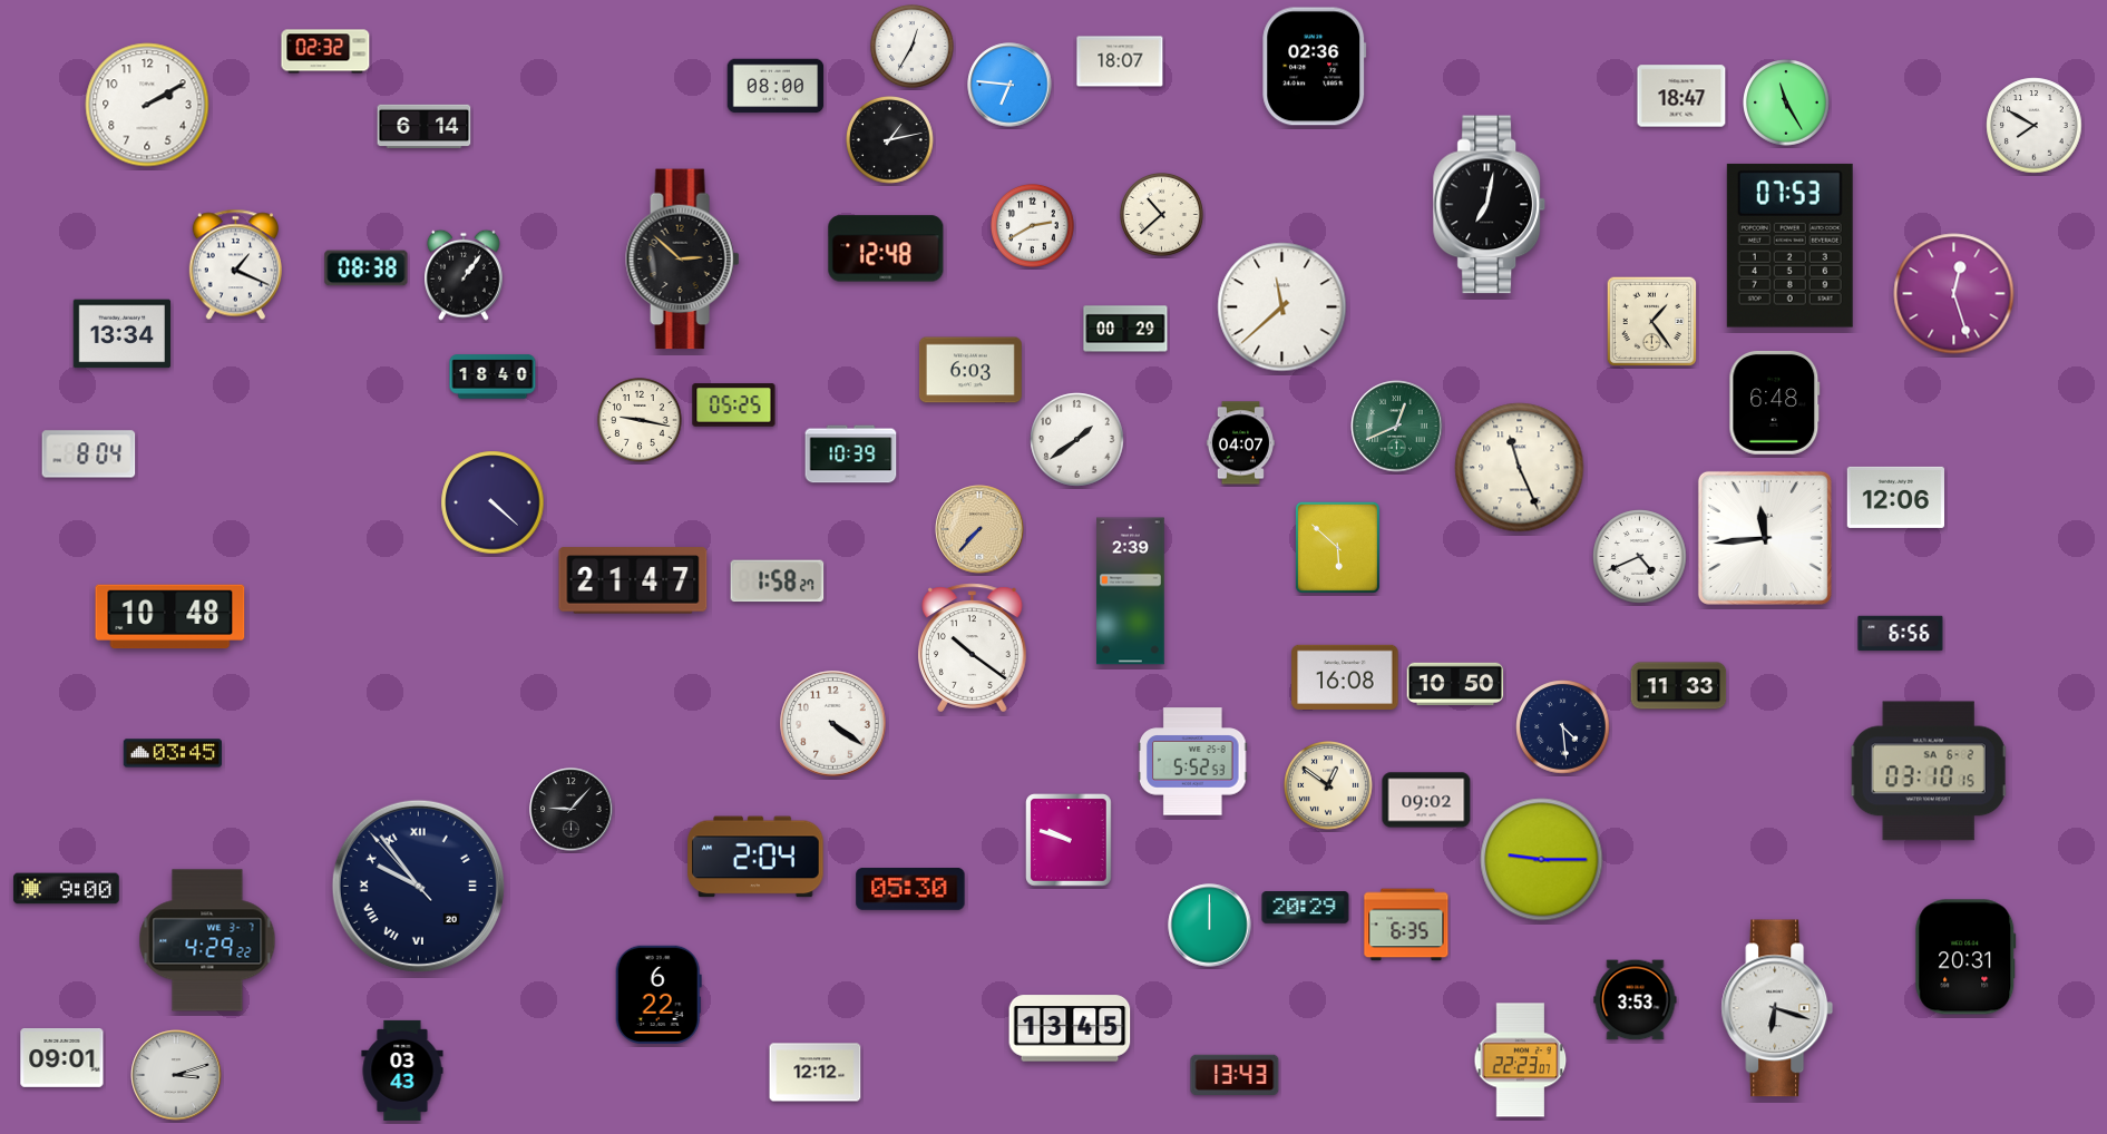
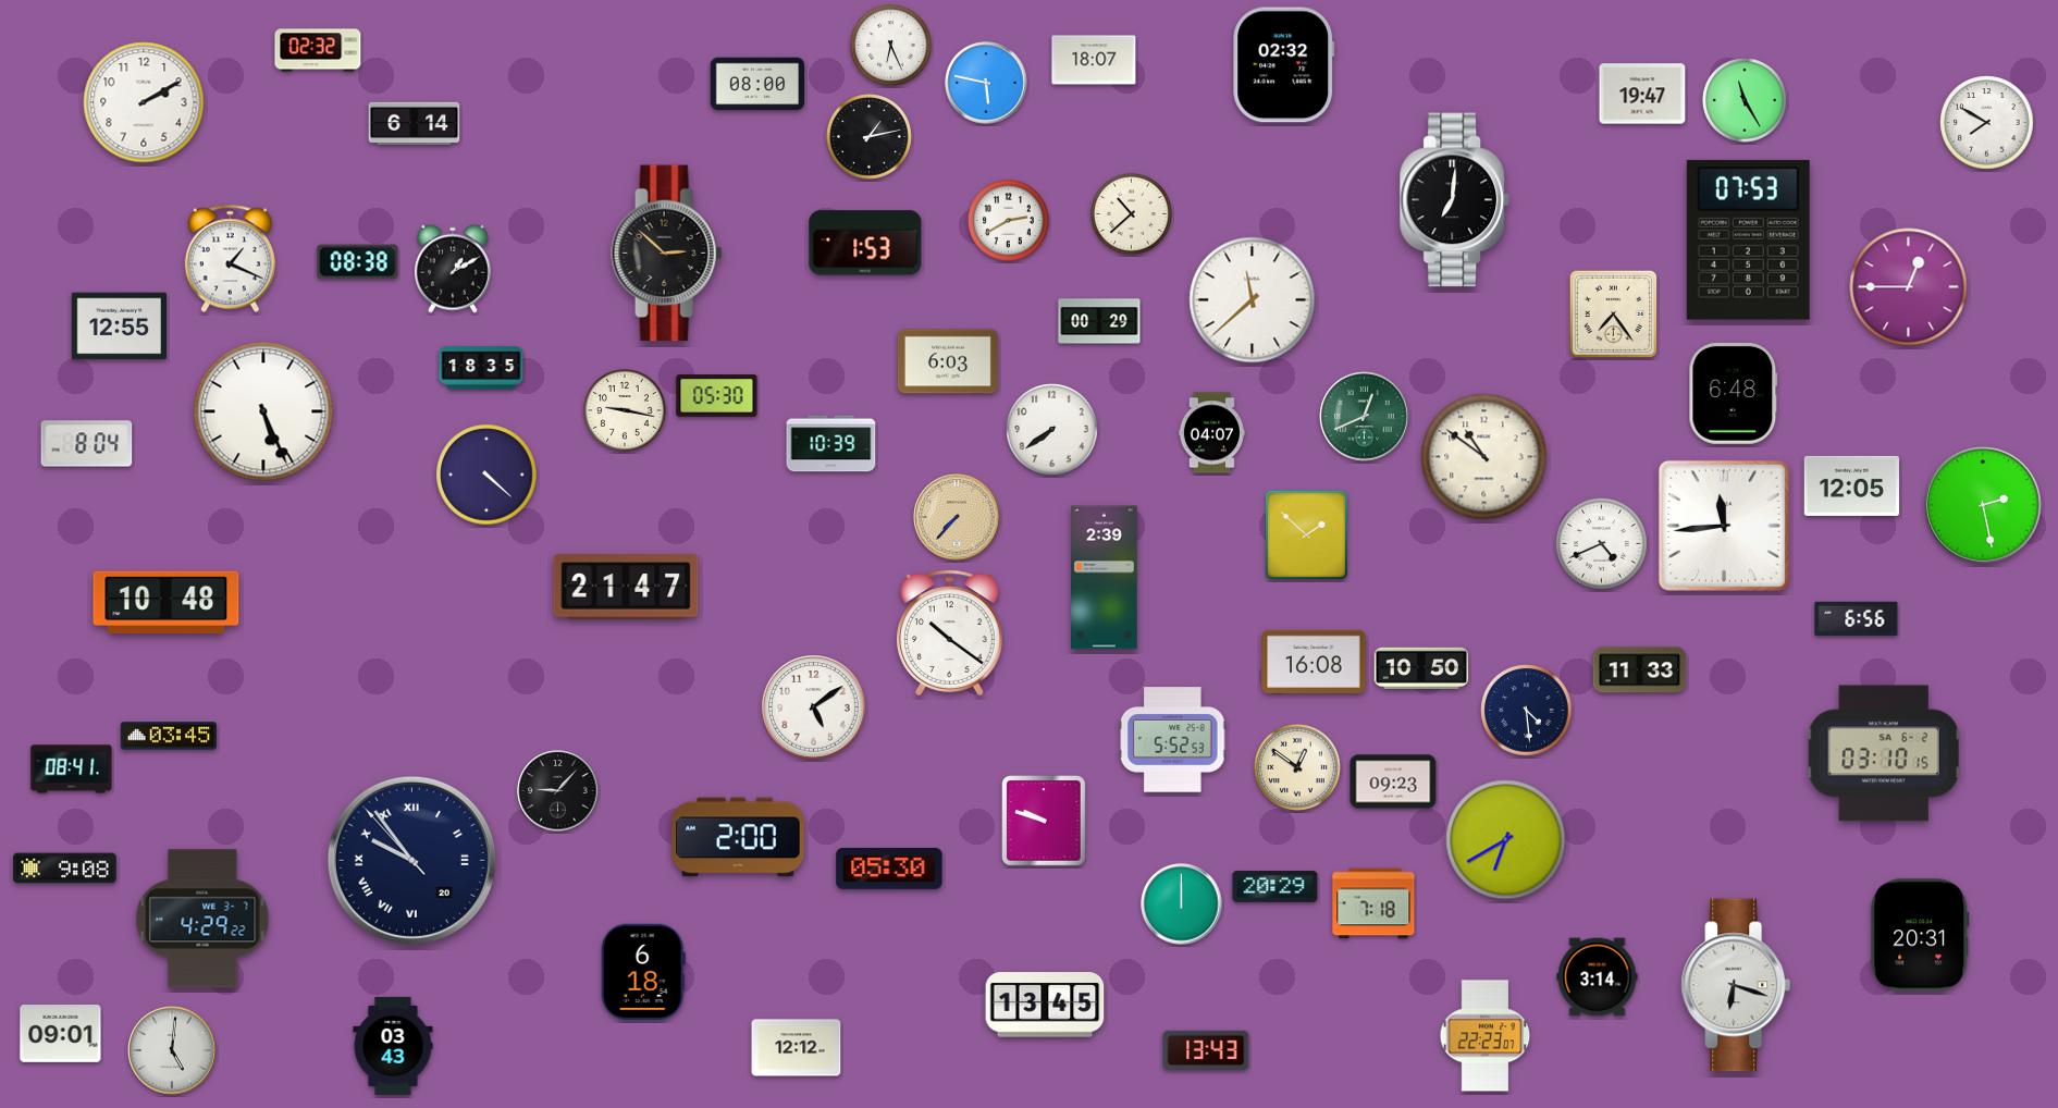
clock at (913, 47): 12:35 -> 6:26
clock at (1315, 67): 02:36 -> 02:32
clock at (1009, 85): 6:46 -> 5:47
clock at (1681, 96): 18:47 -> 19:47
clock at (1490, 205): 7:02 -> 7:01
clock at (1162, 215) position: (1162, 215) -> (1132, 214)
clock at (886, 248): 12:48 -> 1:53
clock at (465, 275): 1:06 -> 1:10
clock at (1954, 294): 12:27 -> 12:45
clock at (1651, 321): 1:24 -> 7:24
clock at (123, 334): 13:34 -> 12:55
clock at (492, 377): 18:40 -> 18:35
clock at (734, 405): 05:25 -> 05:30
clock at (263, 411): none -> 5:26
clock at (1077, 440): 1:39 -> 7:39
clock at (1520, 468): 11:26 -> 10:51
clock at (1895, 497): 12:06 -> 12:05
clock at (492, 502) position: (492, 502) -> (486, 475)
clock at (1984, 506): none -> 2:28
clock at (1337, 547): 5:52 -> 1:52
clock at (633, 580) position: (633, 580) -> (626, 587)
clock at (778, 581): 1:58 -> none
clock at (833, 724): 4:21 -> 5:09
clock at (1193, 762) position: (1193, 762) -> (1173, 740)
clock at (72, 770): none -> 08:41
clock at (1426, 800): 09:02 -> 09:23
clock at (755, 857): 2:04 -> 2:00
clock at (1542, 860): 9:15 -> 6:40
clock at (418, 886) position: (418, 886) -> (411, 860)
clock at (67, 889): 9:00 -> 9:08
clock at (1406, 925): 6:35 -> 7:18
clock at (659, 995): 6:22 -> 6:18
clock at (1636, 1000): 3:53 -> 3:14
clock at (176, 1075): 3:12 -> 5:01
